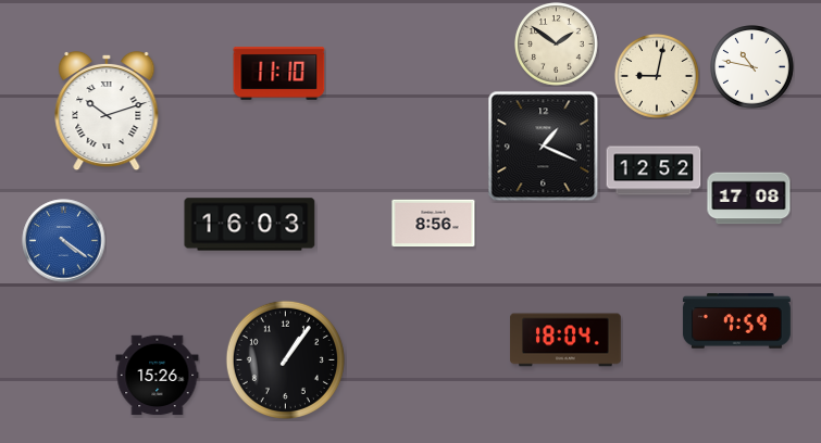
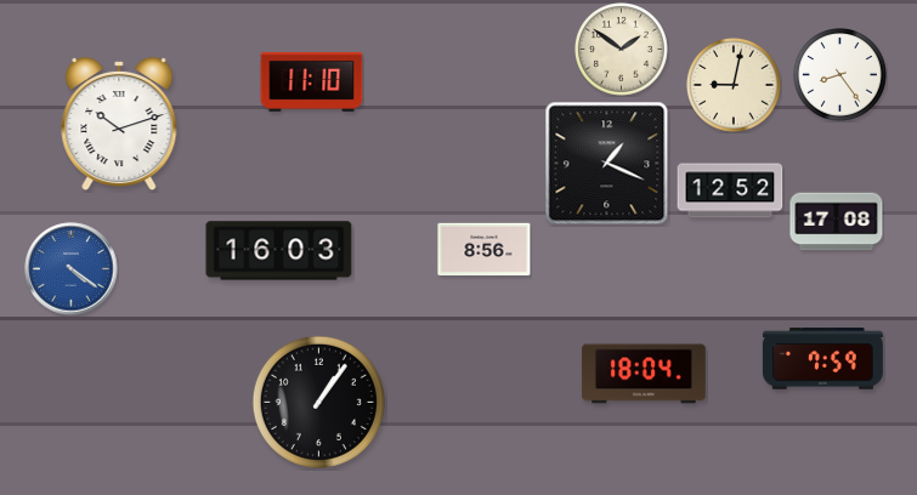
clock at (752, 67): 10:47 -> 8:24
clock at (565, 340) position: (565, 340) -> (644, 374)
clock at (158, 376): 15:26 -> none
